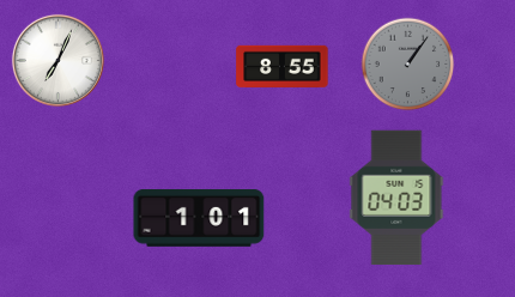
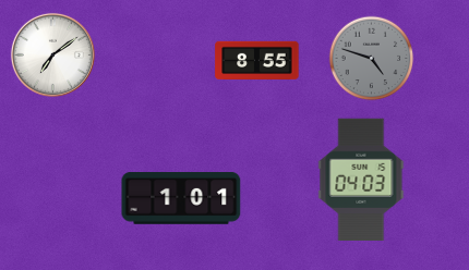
clock at (57, 60): 7:04 -> 7:09
clock at (408, 65): 1:06 -> 4:48
